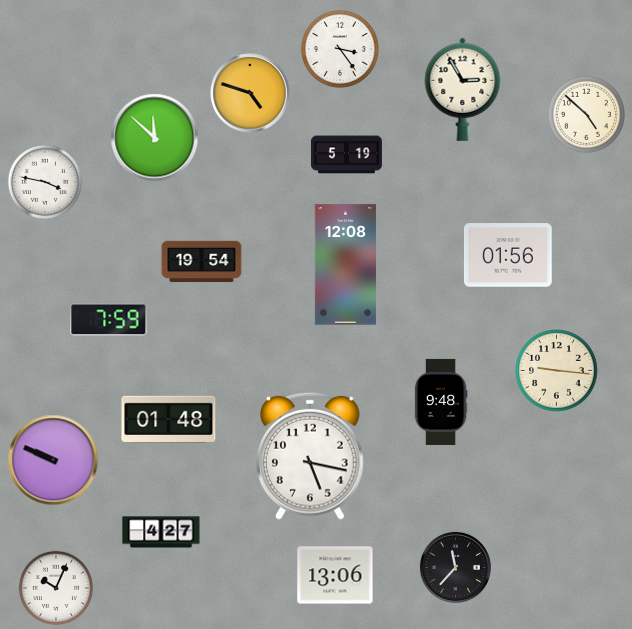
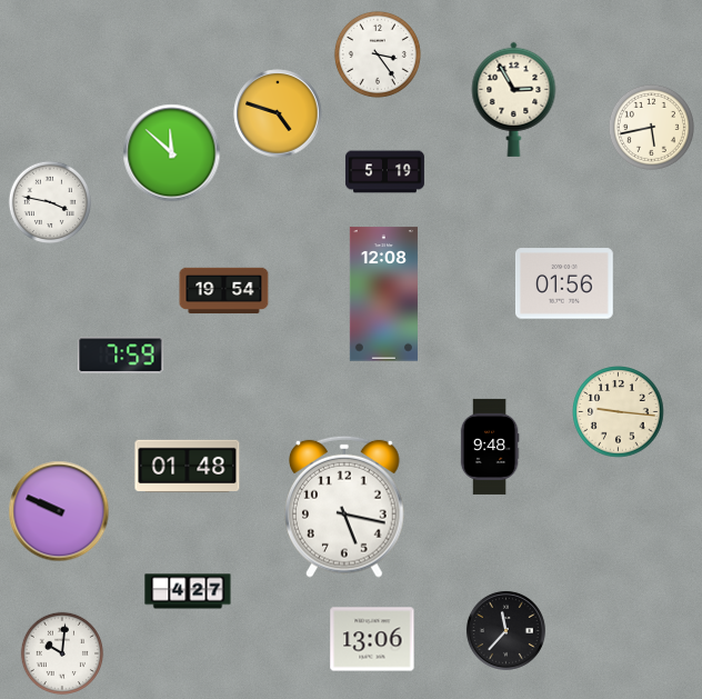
clock at (250, 93) position: (250, 93) -> (278, 113)
clock at (586, 114): 4:52 -> 5:43
clock at (161, 532) position: (161, 532) -> (188, 591)
clock at (56, 588): 10:04 -> 10:01
